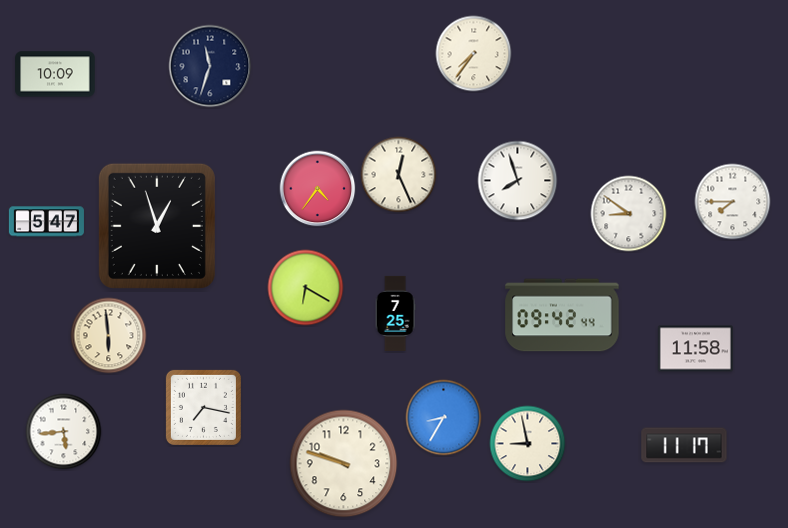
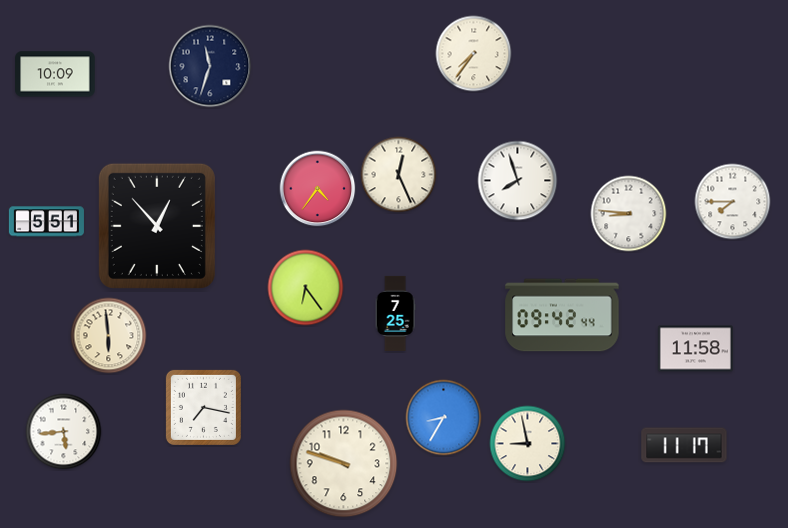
clock at (629, 214): 8:51 -> 8:46
clock at (46, 222): 5:47 -> 5:51
clock at (157, 226): 12:57 -> 12:53
clock at (306, 288): 6:20 -> 6:24
